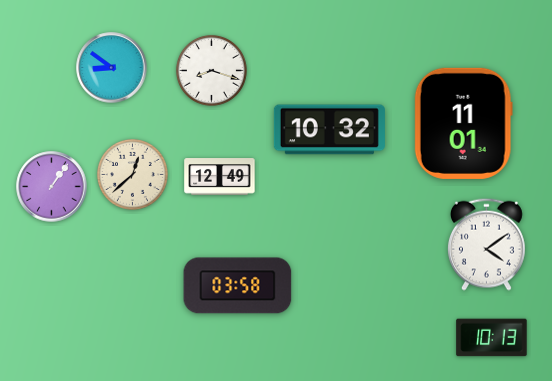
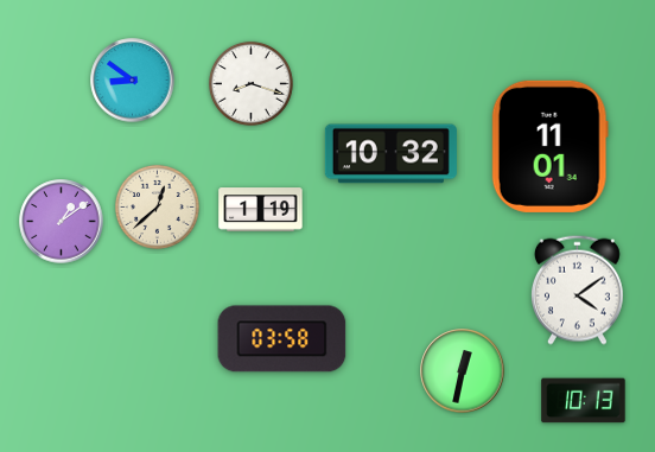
clock at (220, 177): 12:49 -> 1:19
clock at (52, 187): 1:06 -> 1:09
clock at (463, 371): none -> 12:32
